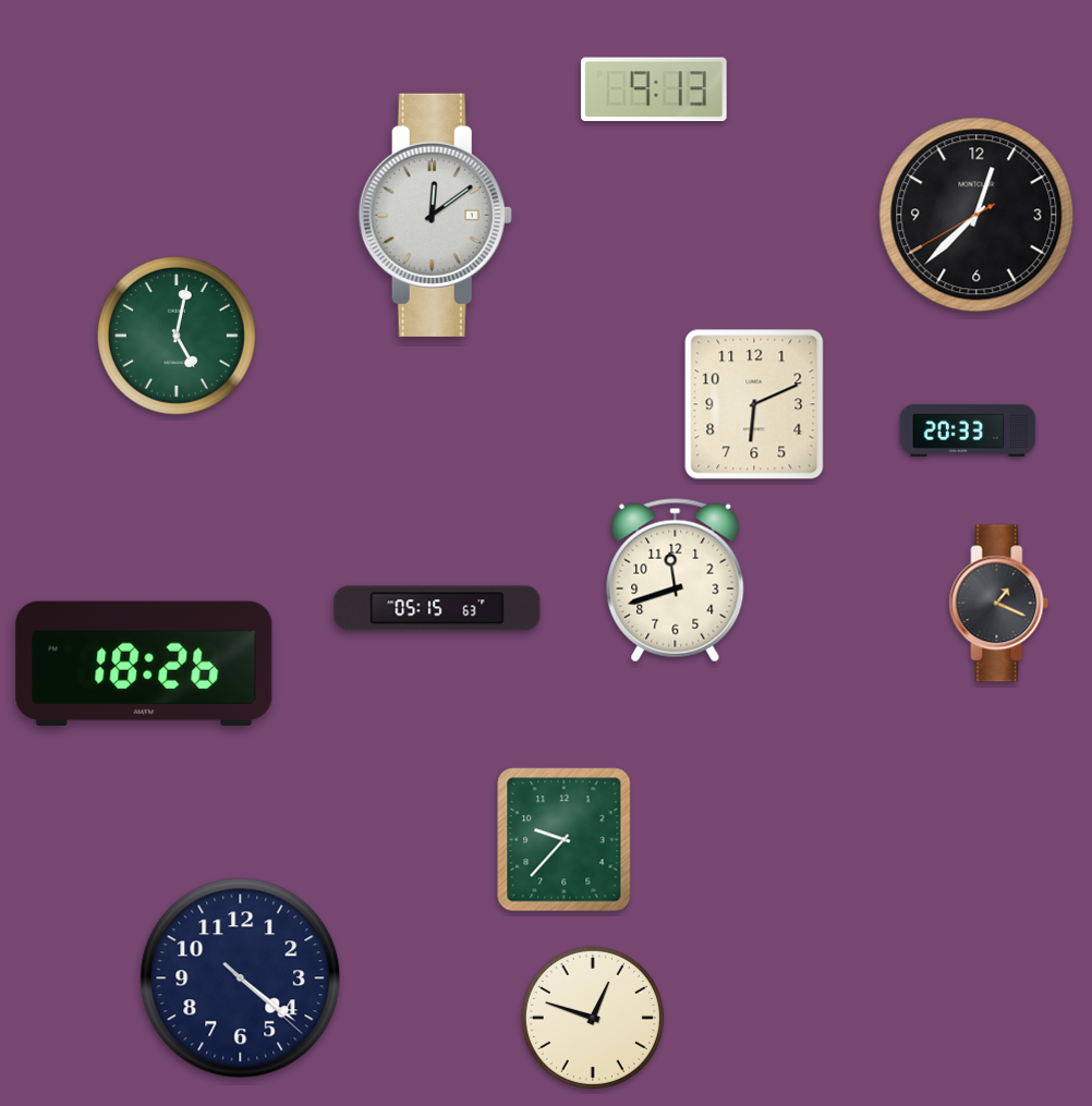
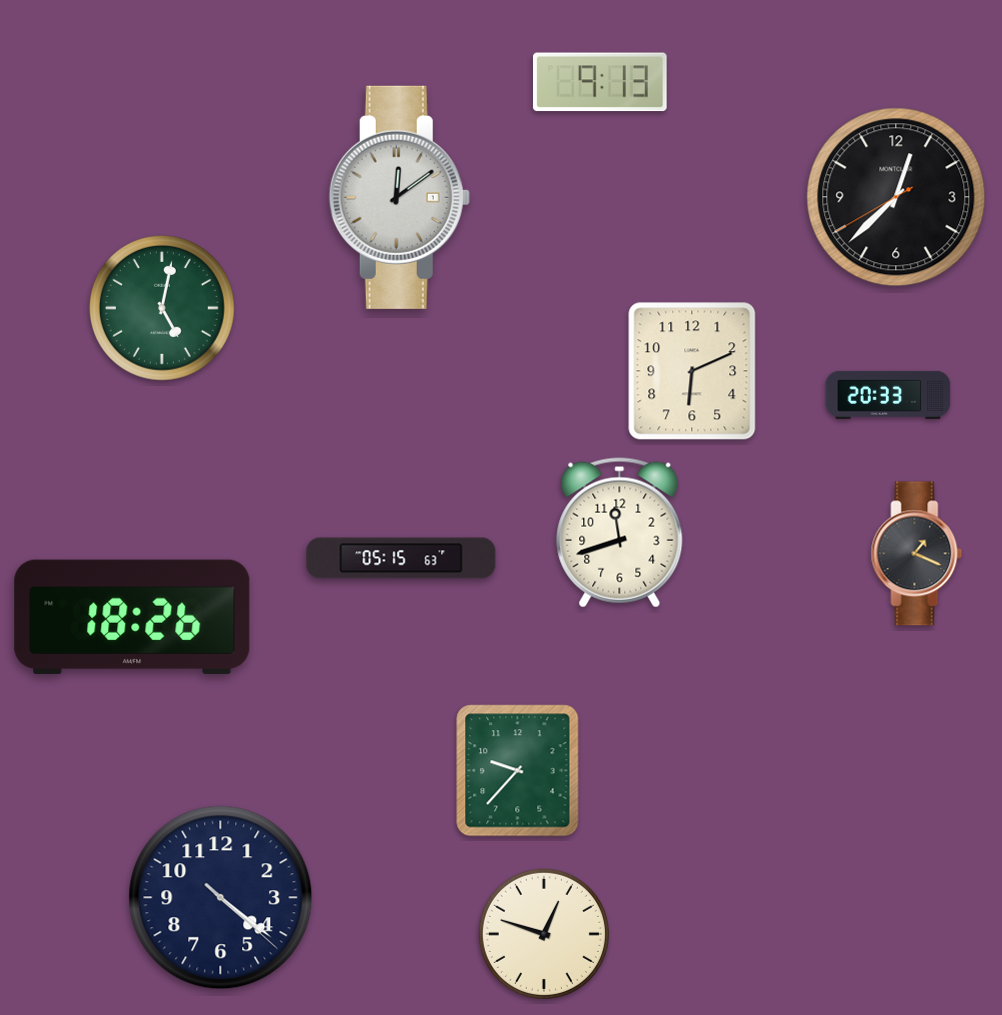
clock at (144, 664) position: (144, 664) -> (132, 617)
